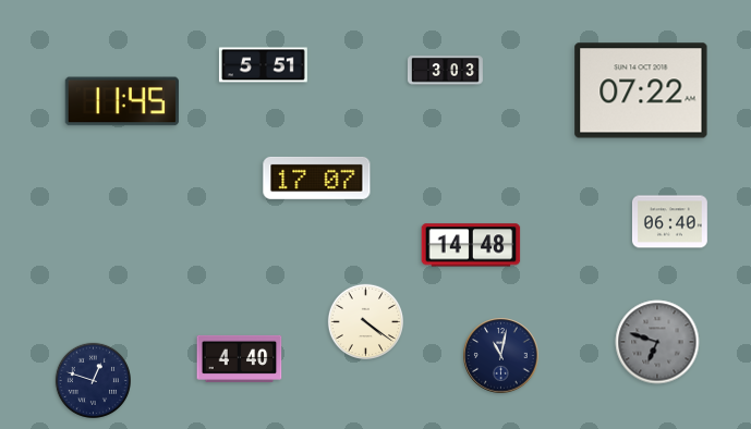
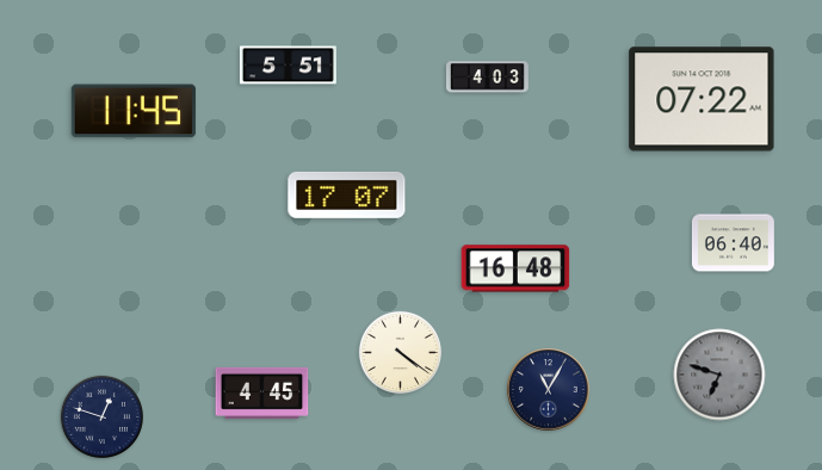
clock at (263, 65) position: (263, 65) -> (288, 66)
clock at (445, 71): 3:03 -> 4:03
clock at (471, 245): 14:48 -> 16:48
clock at (501, 356): 11:02 -> 11:05
clock at (240, 358): 4:40 -> 4:45
